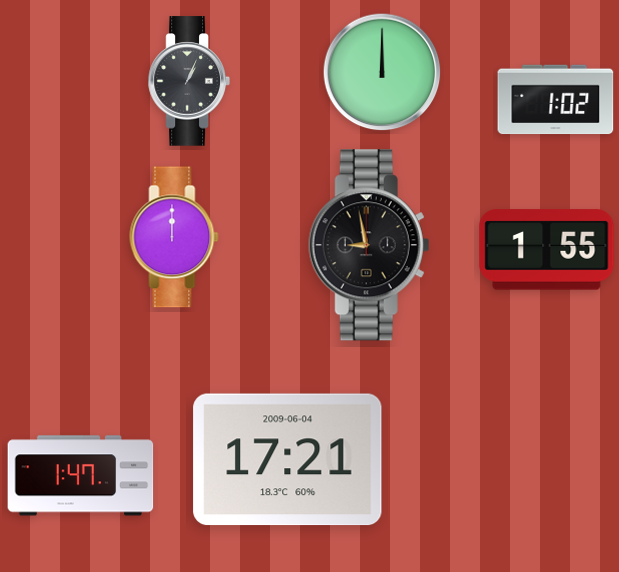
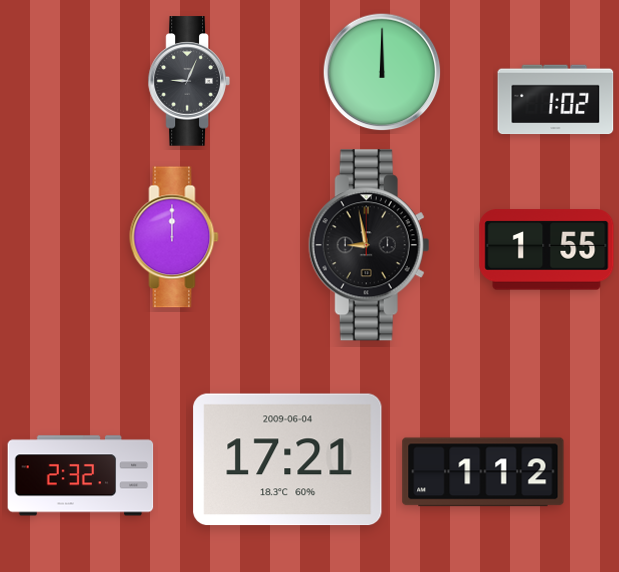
clock at (189, 81): 1:04 -> 9:04
clock at (483, 472): none -> 1:12
clock at (81, 476): 1:47 -> 2:32
